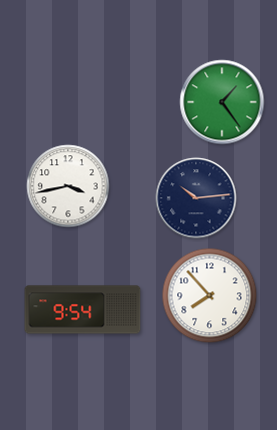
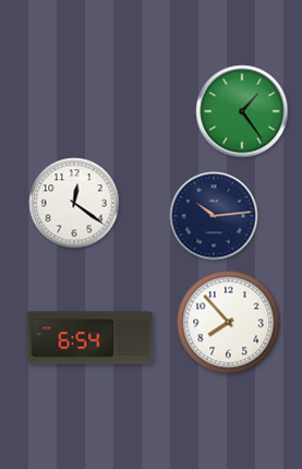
clock at (68, 186): 3:43 -> 12:21
clock at (83, 310): 9:54 -> 6:54
